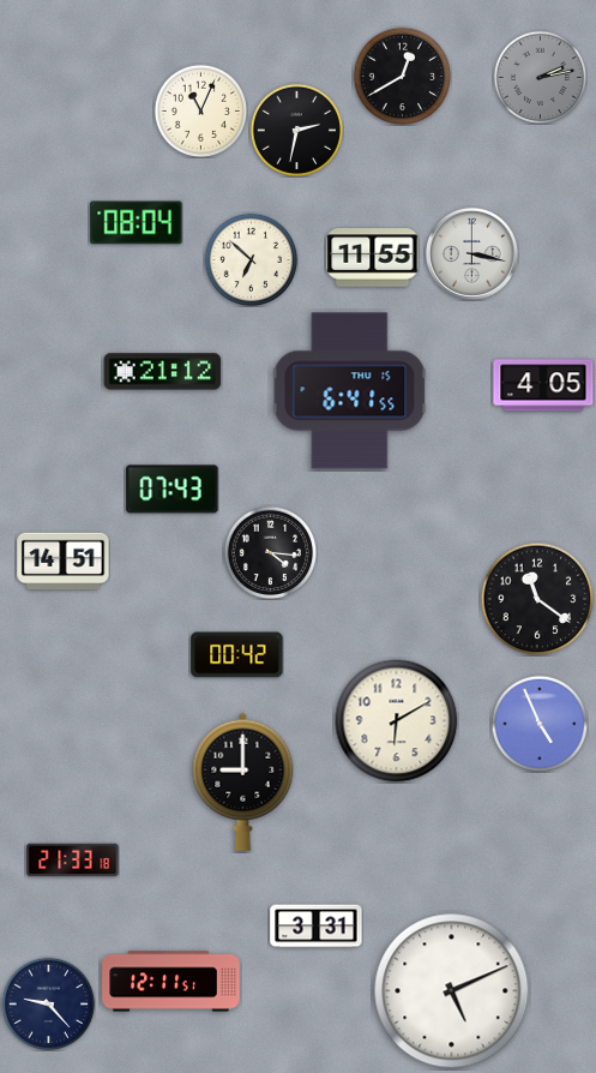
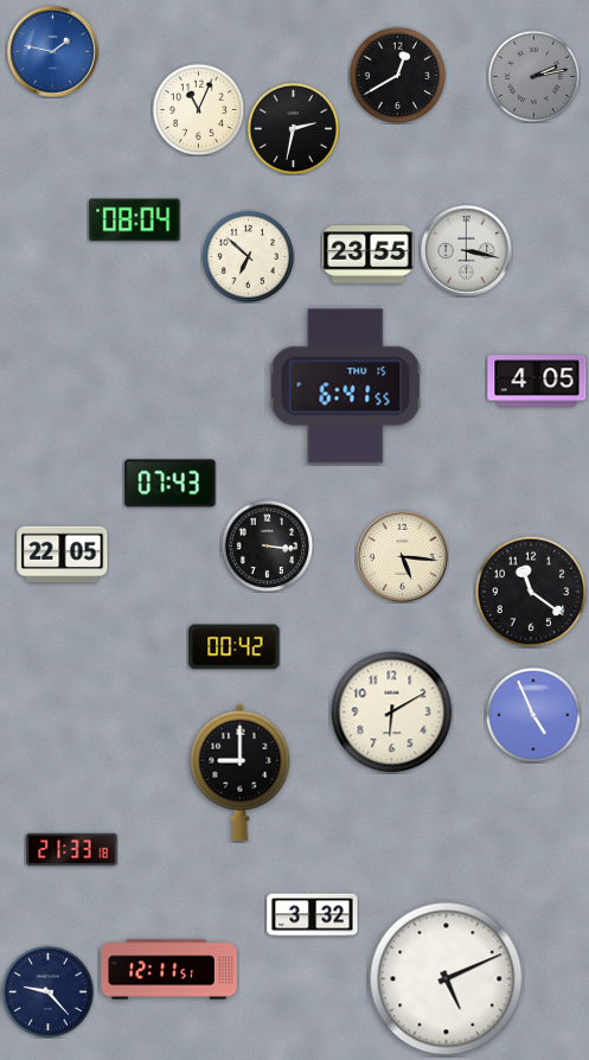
clock at (52, 51): none -> 1:47
clock at (373, 258): 11:55 -> 23:55
clock at (163, 372): 21:12 -> none
clock at (270, 552): 4:16 -> 3:16
clock at (64, 562): 14:51 -> 22:05
clock at (402, 556): none -> 5:16
clock at (317, 927): 3:31 -> 3:32
